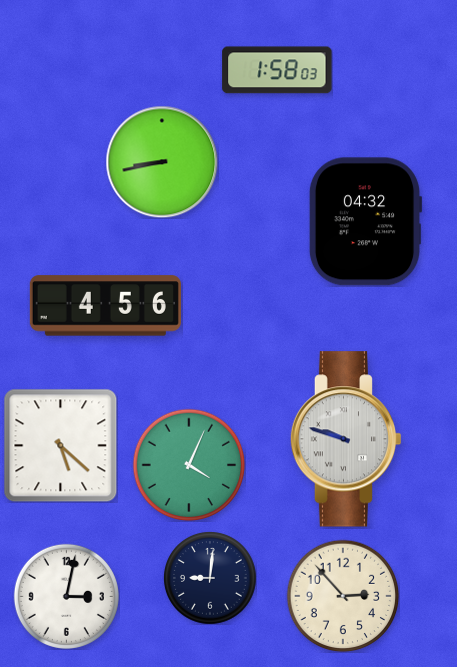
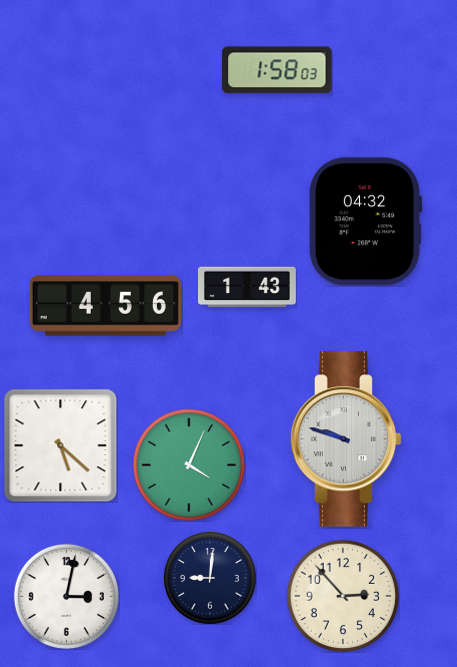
clock at (162, 162): 8:43 -> none
clock at (247, 287): none -> 1:43
